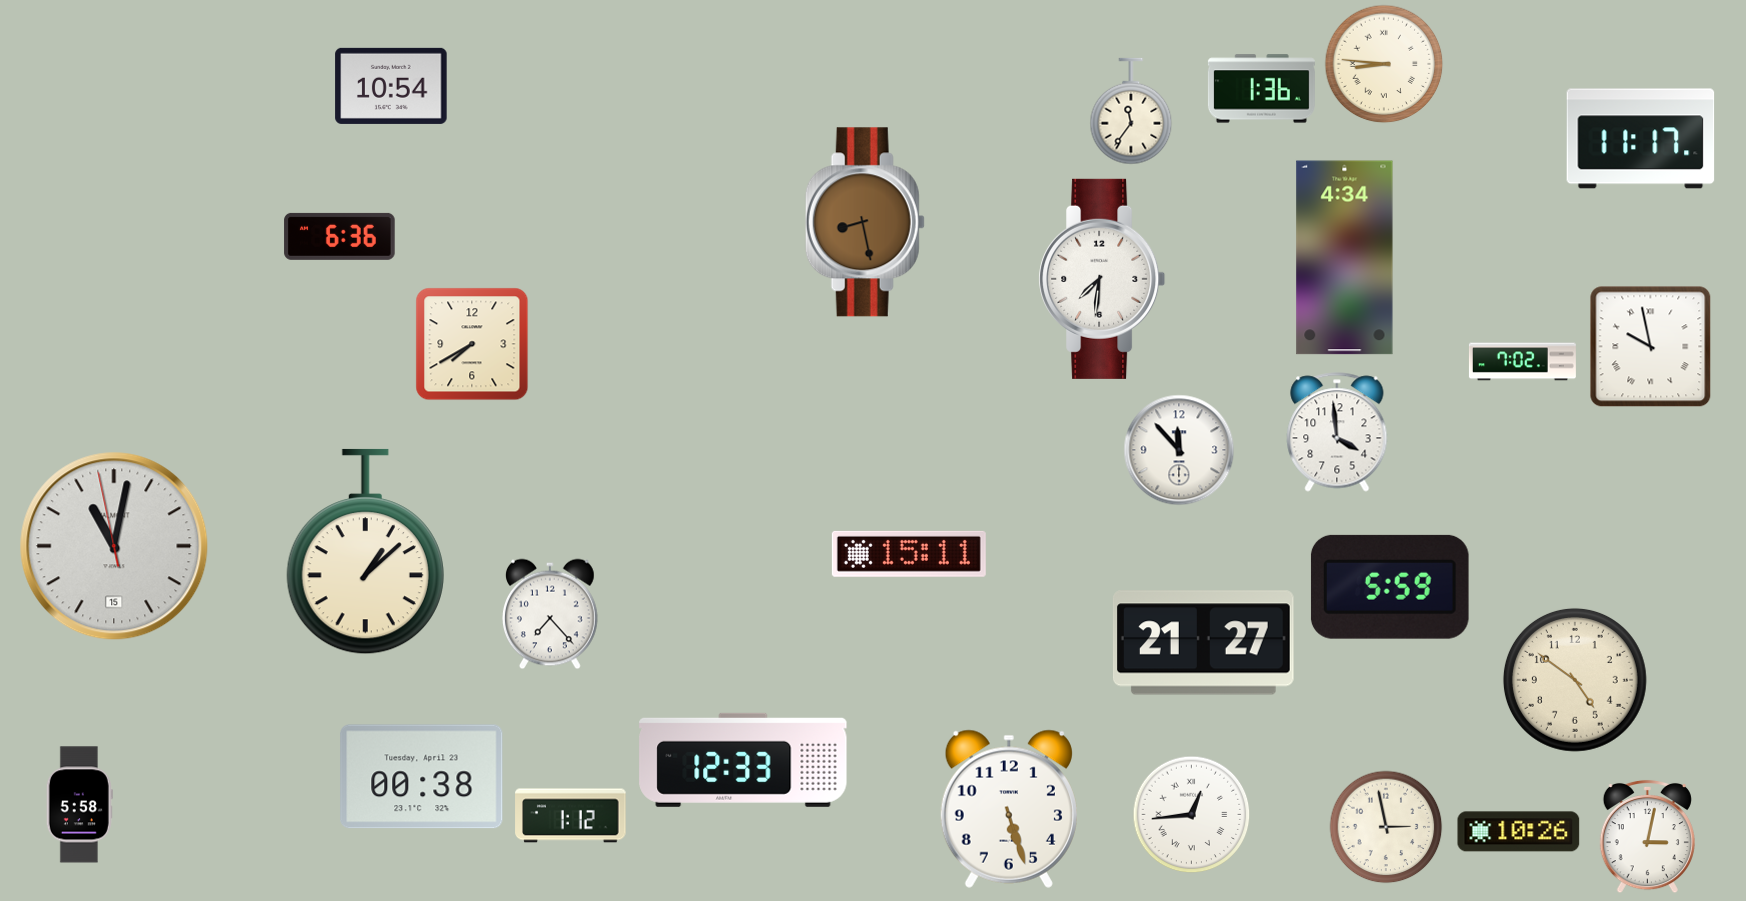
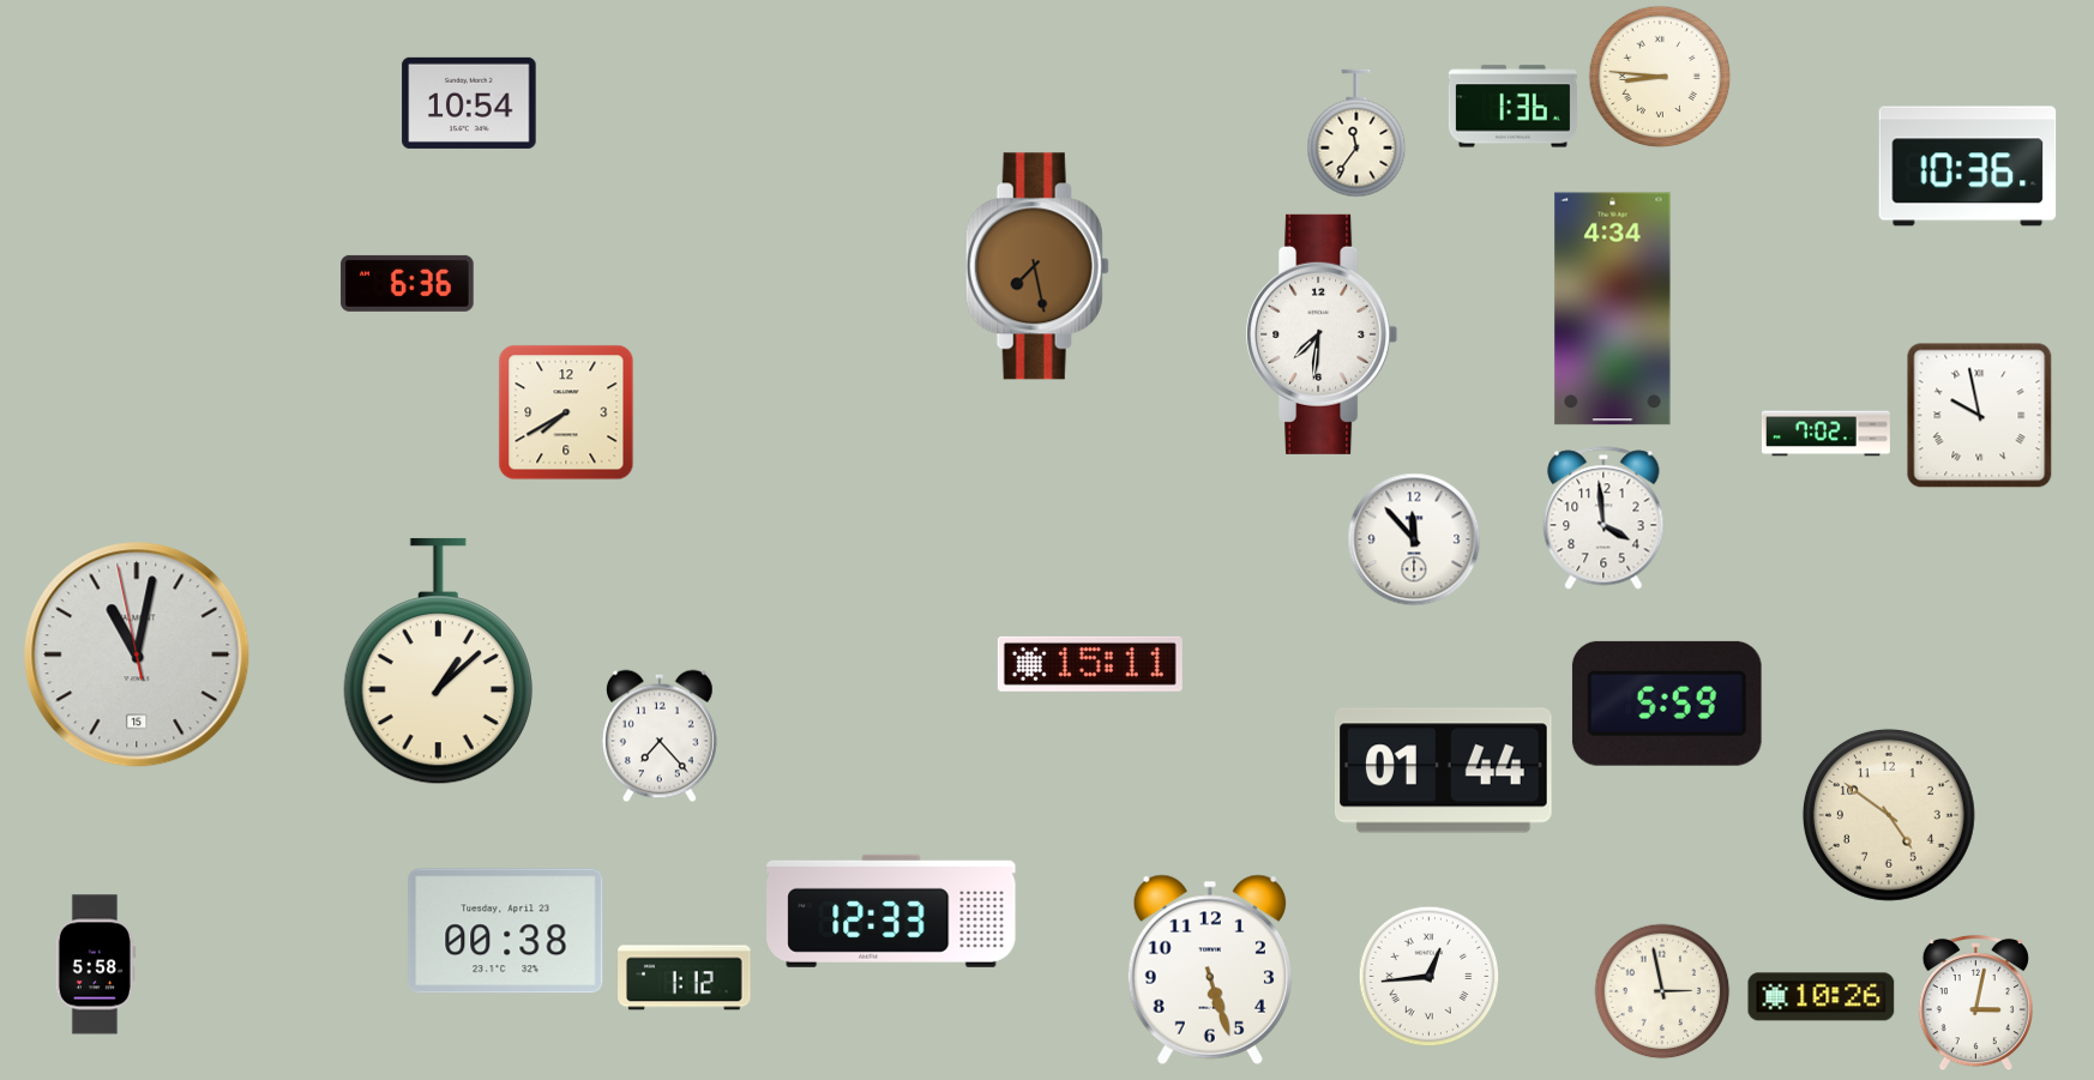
clock at (1641, 139): 11:17 -> 10:36
clock at (865, 222): 8:28 -> 7:28
clock at (1203, 643): 21:27 -> 01:44
